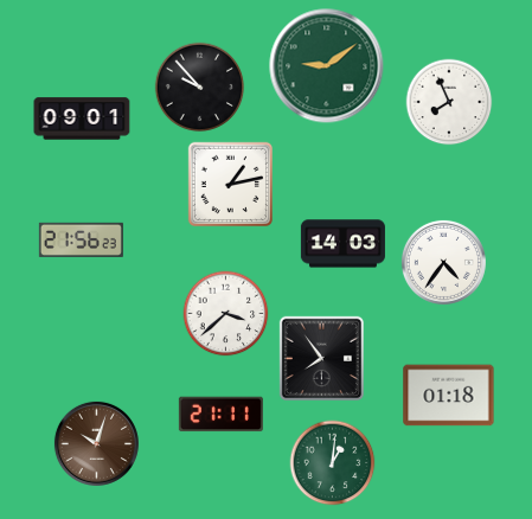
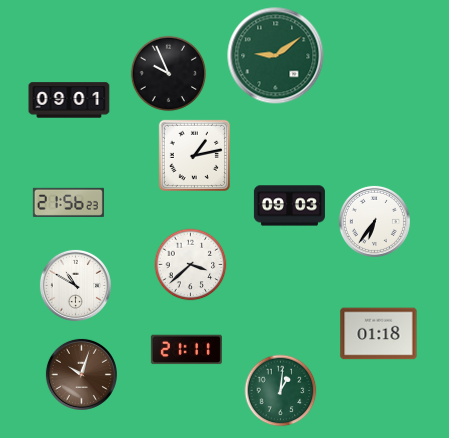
clock at (200, 88): 9:53 -> 9:56
clock at (449, 102): 7:56 -> none
clock at (342, 244): 14:03 -> 09:03
clock at (443, 262): 4:36 -> 6:36
clock at (75, 285): none -> 10:50
clock at (321, 358): 7:54 -> none
